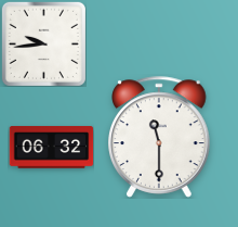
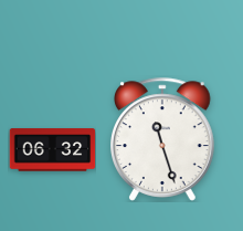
clock at (43, 43): 9:44 -> none
clock at (160, 137): 11:30 -> 11:27
